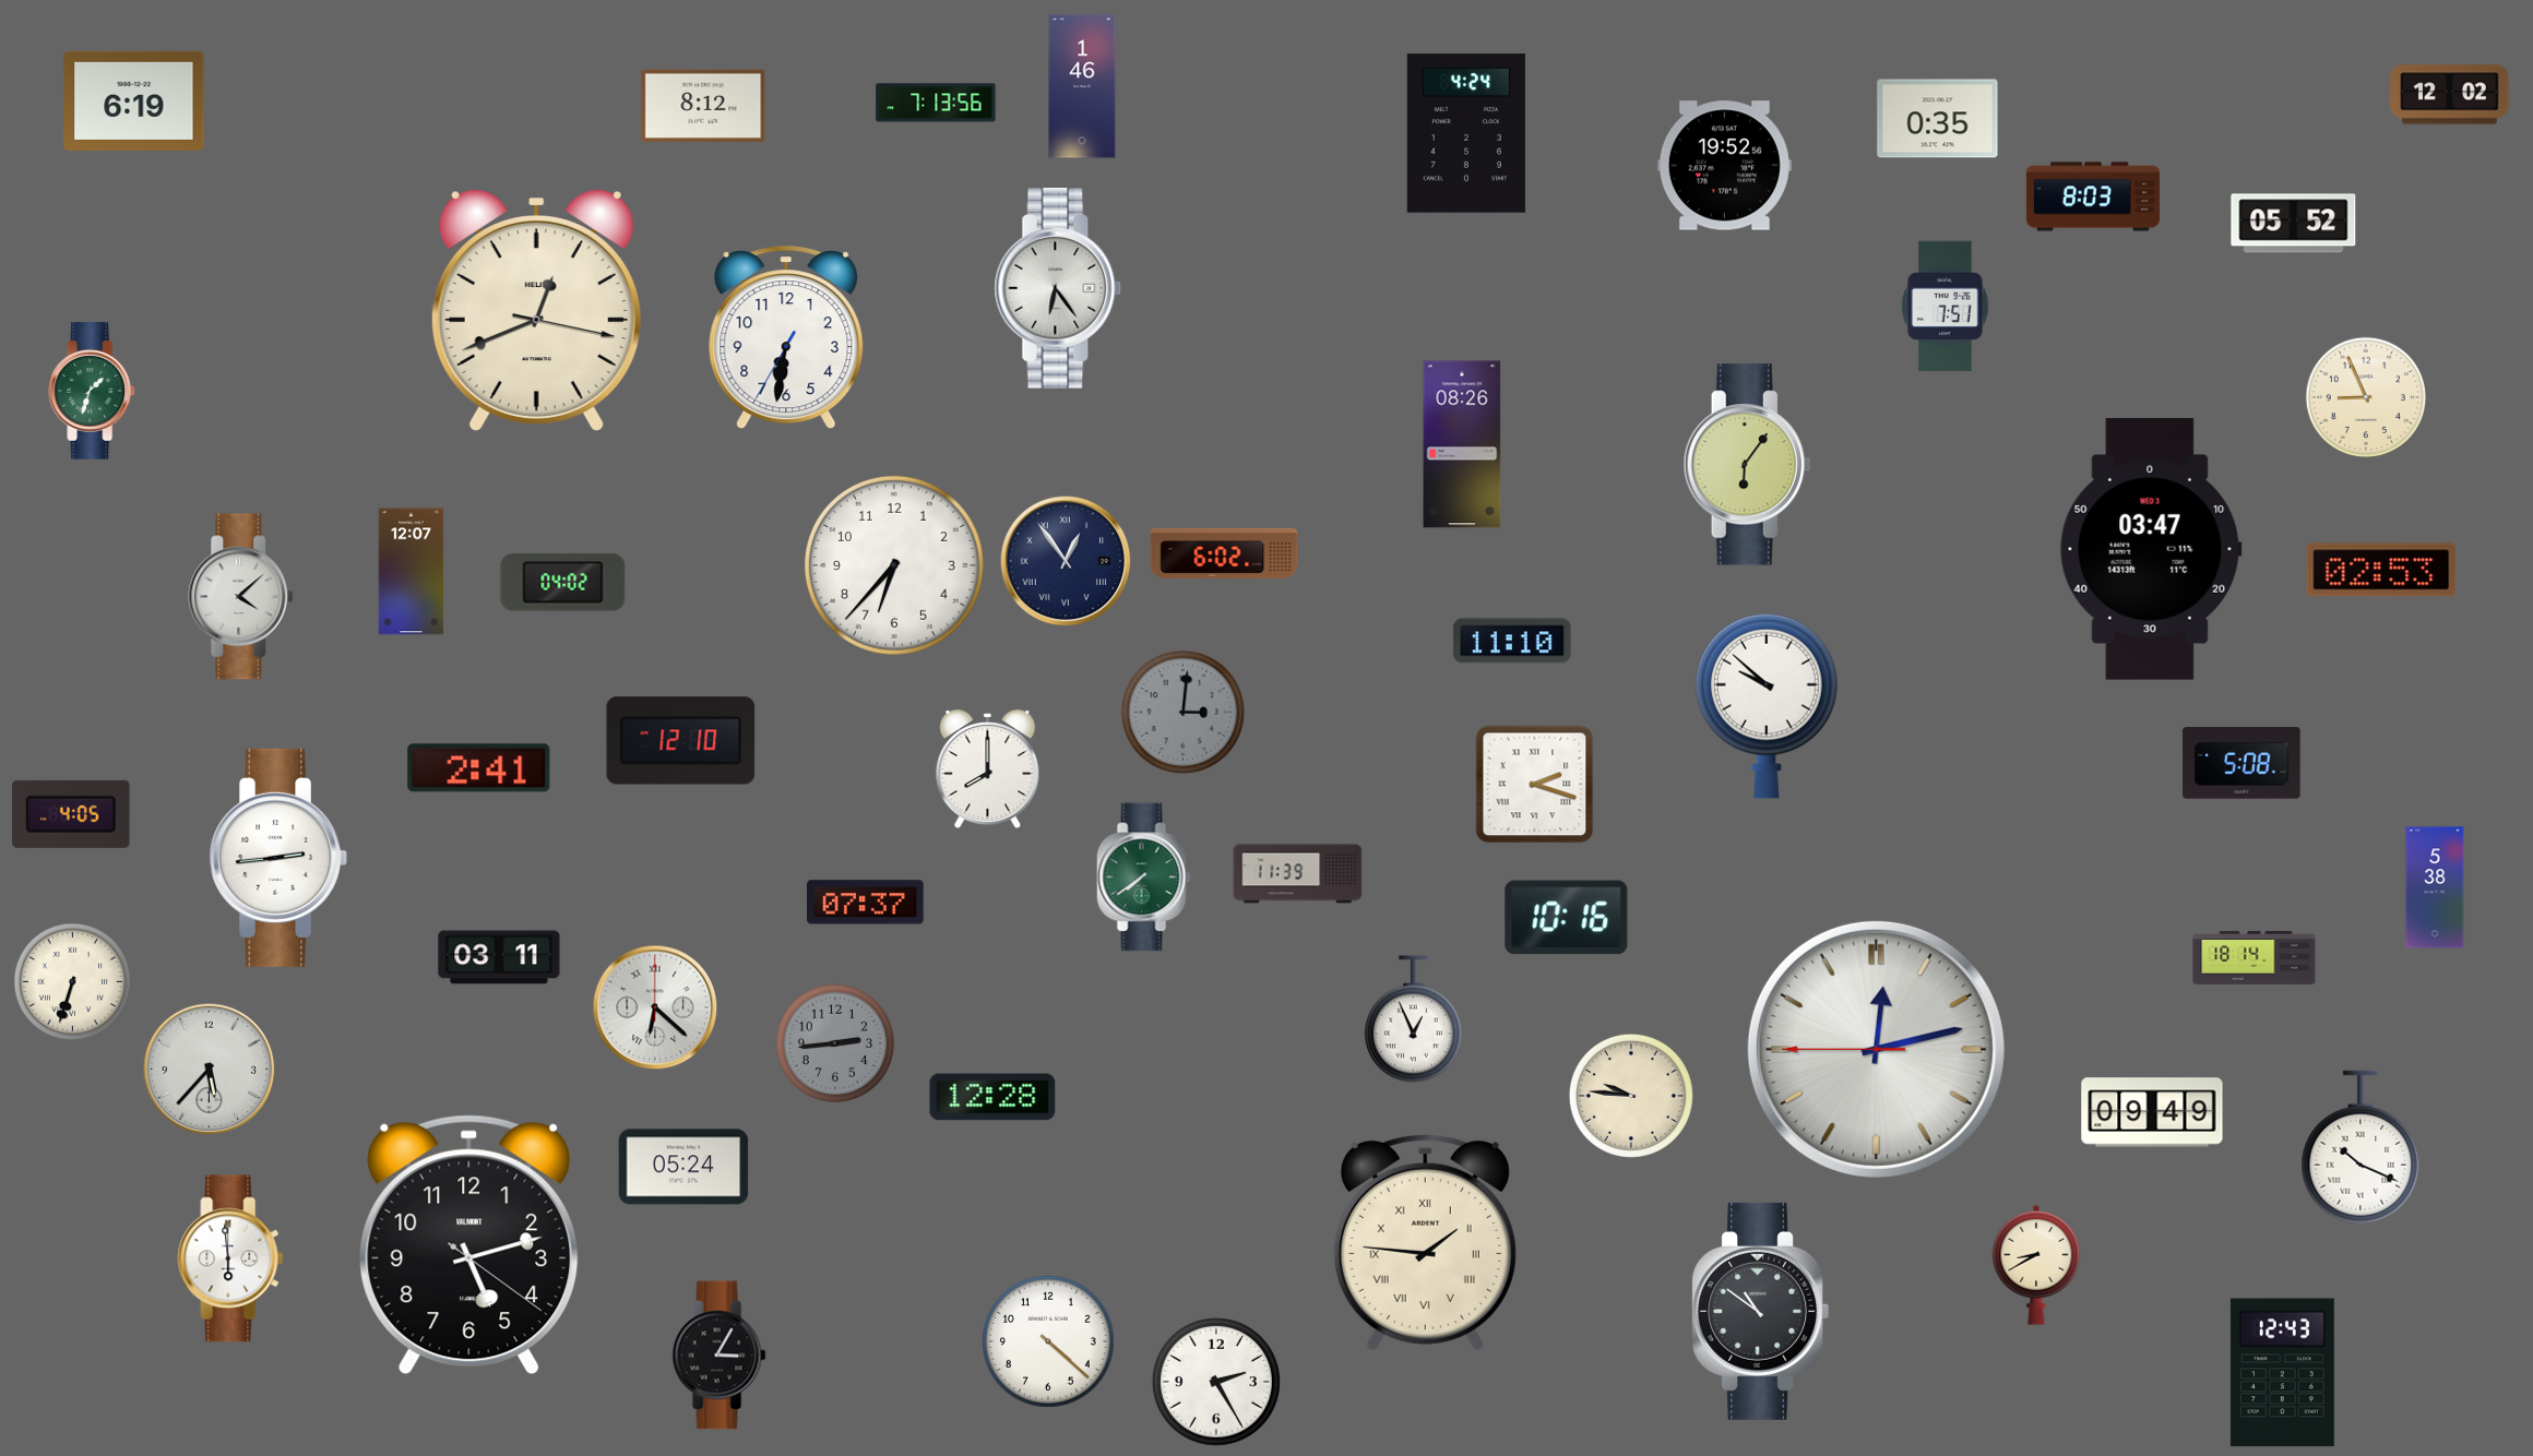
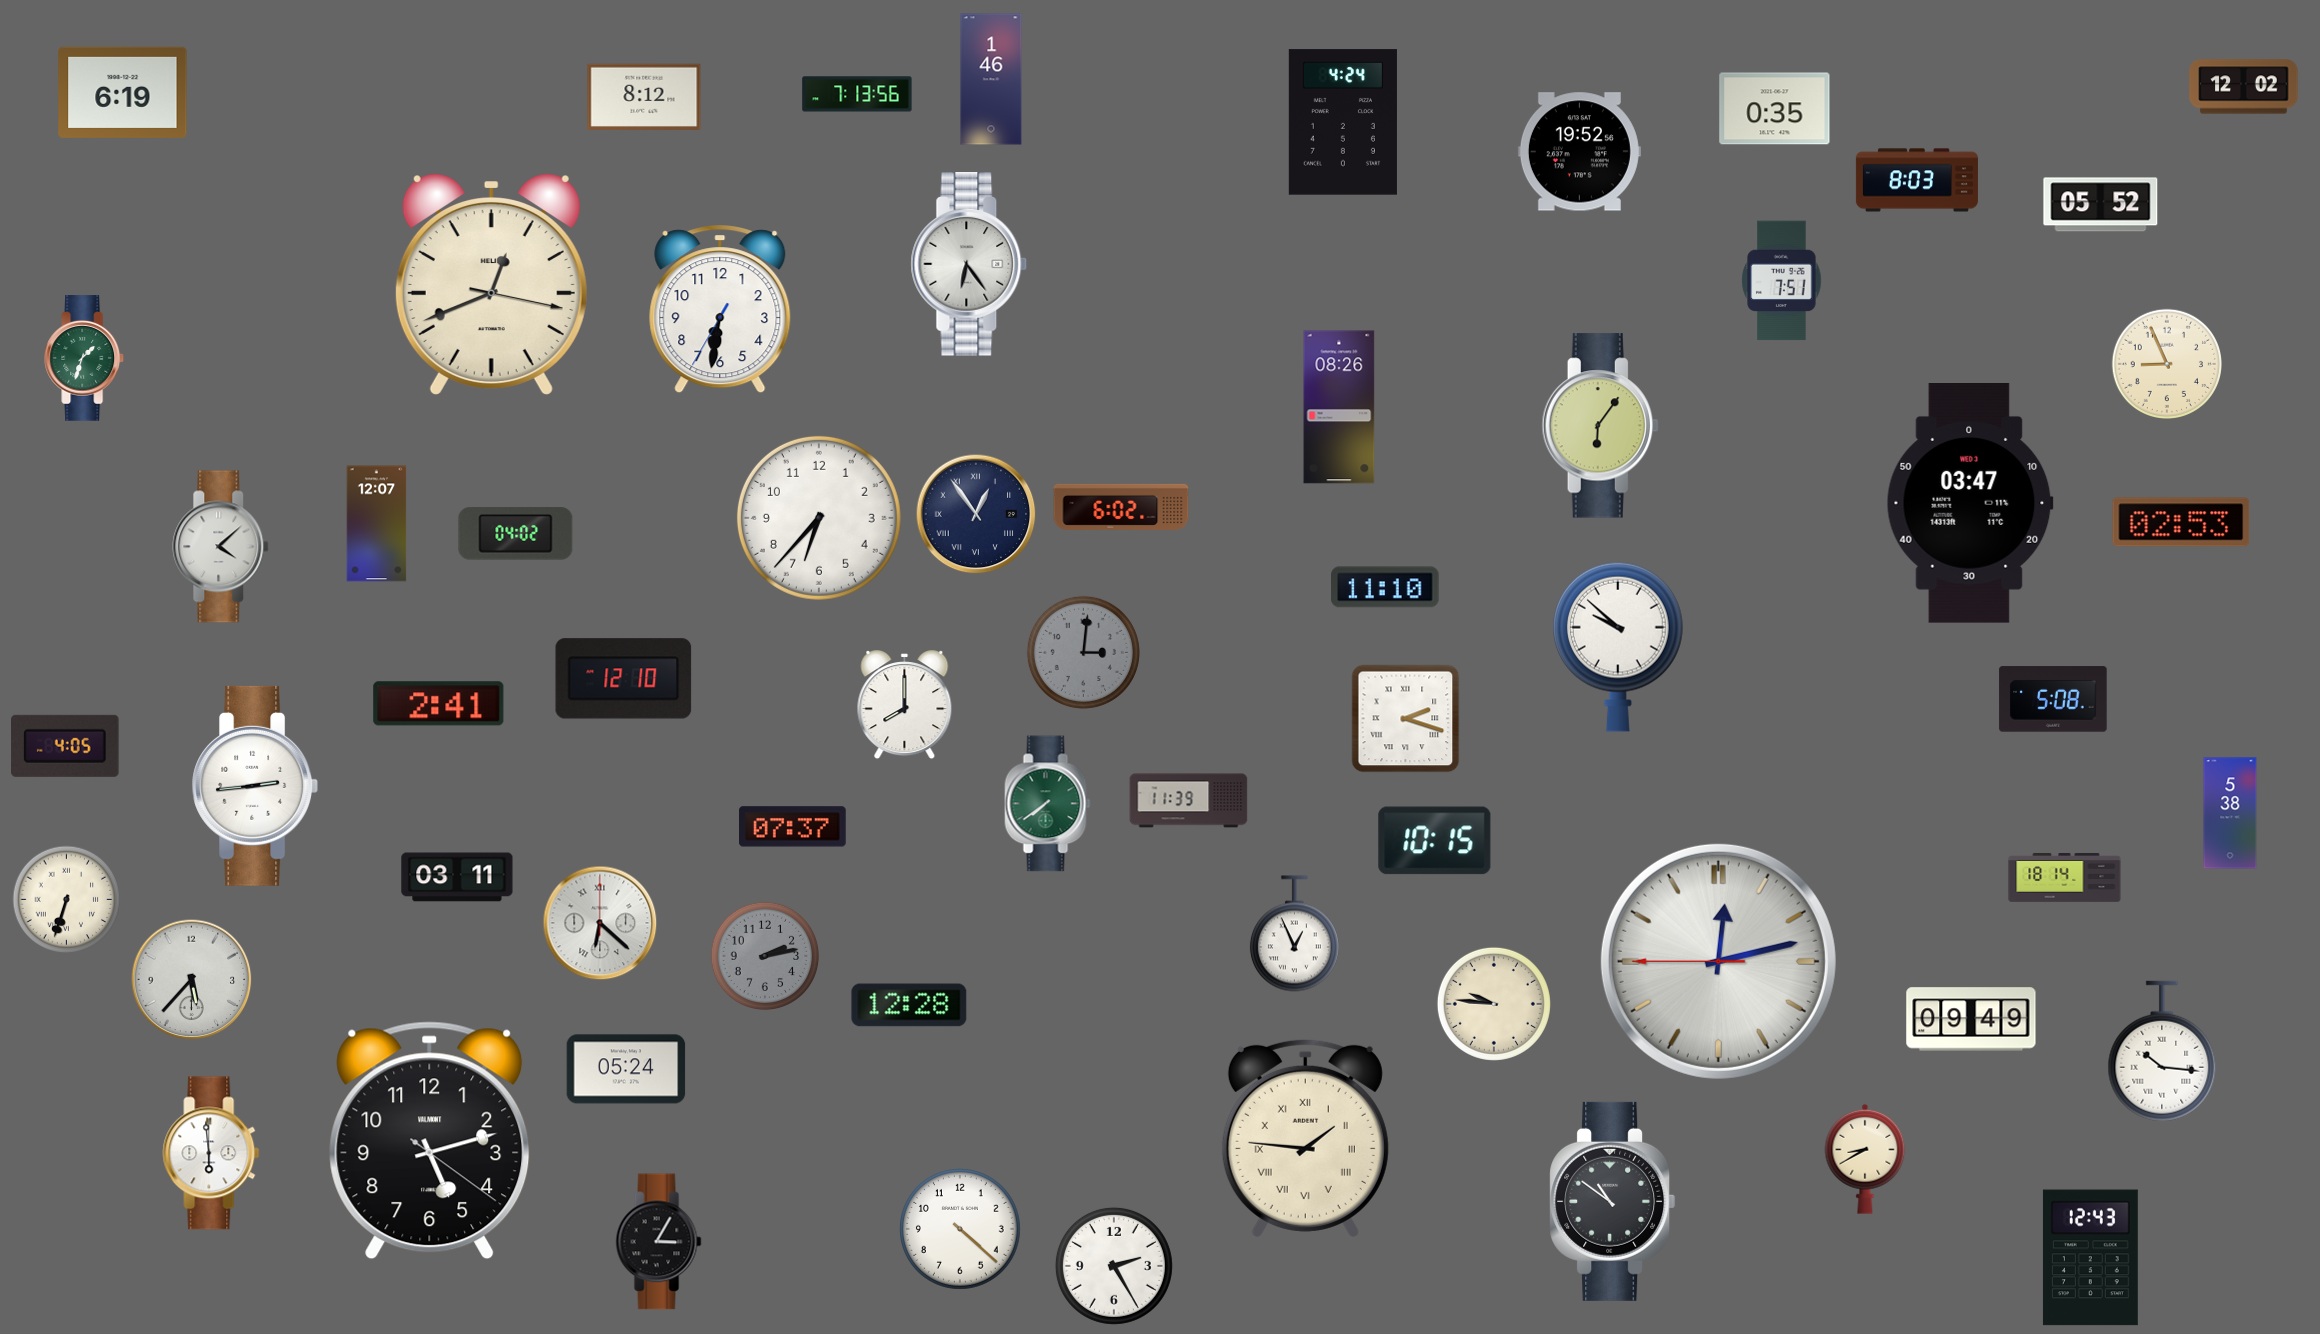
clock at (1567, 918): 10:16 -> 10:15
clock at (835, 1043): 2:44 -> 2:13
clock at (2360, 1147): 10:19 -> 10:16
